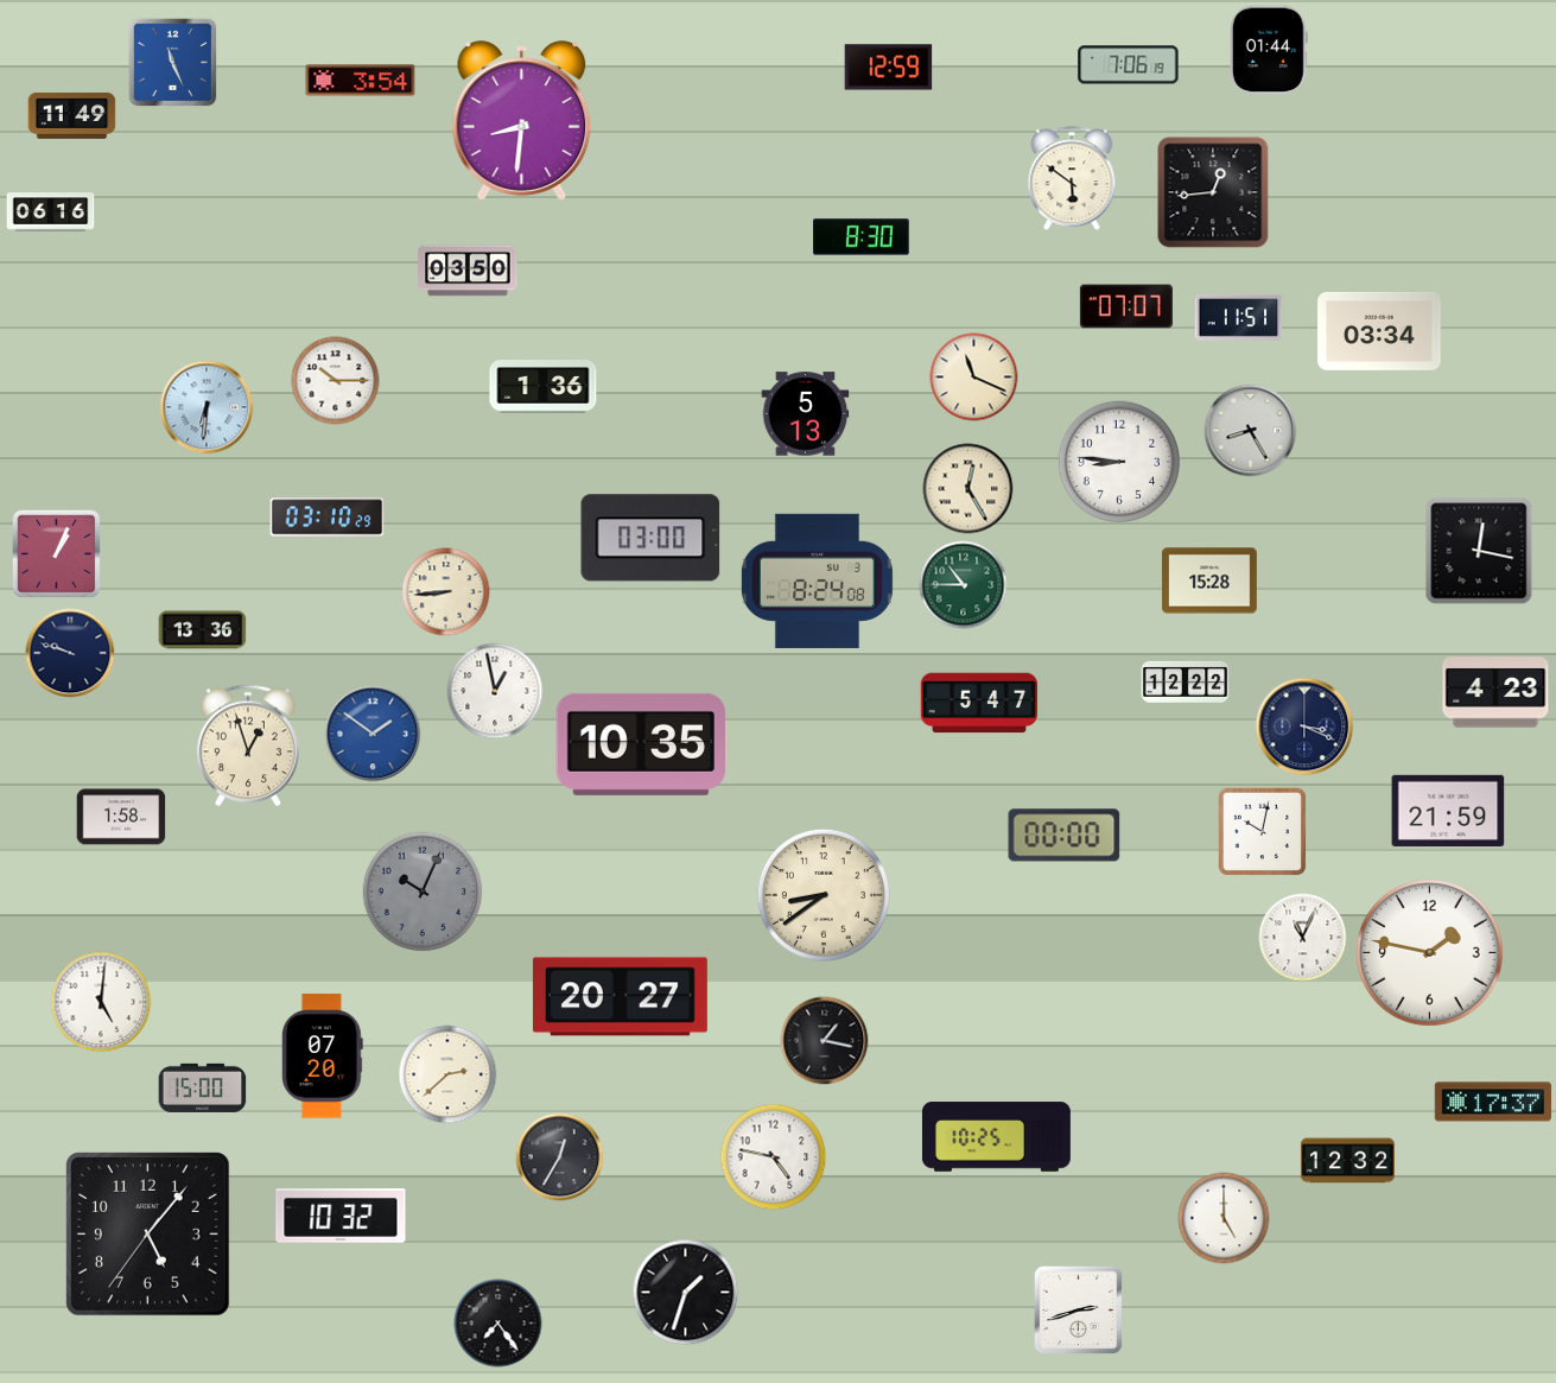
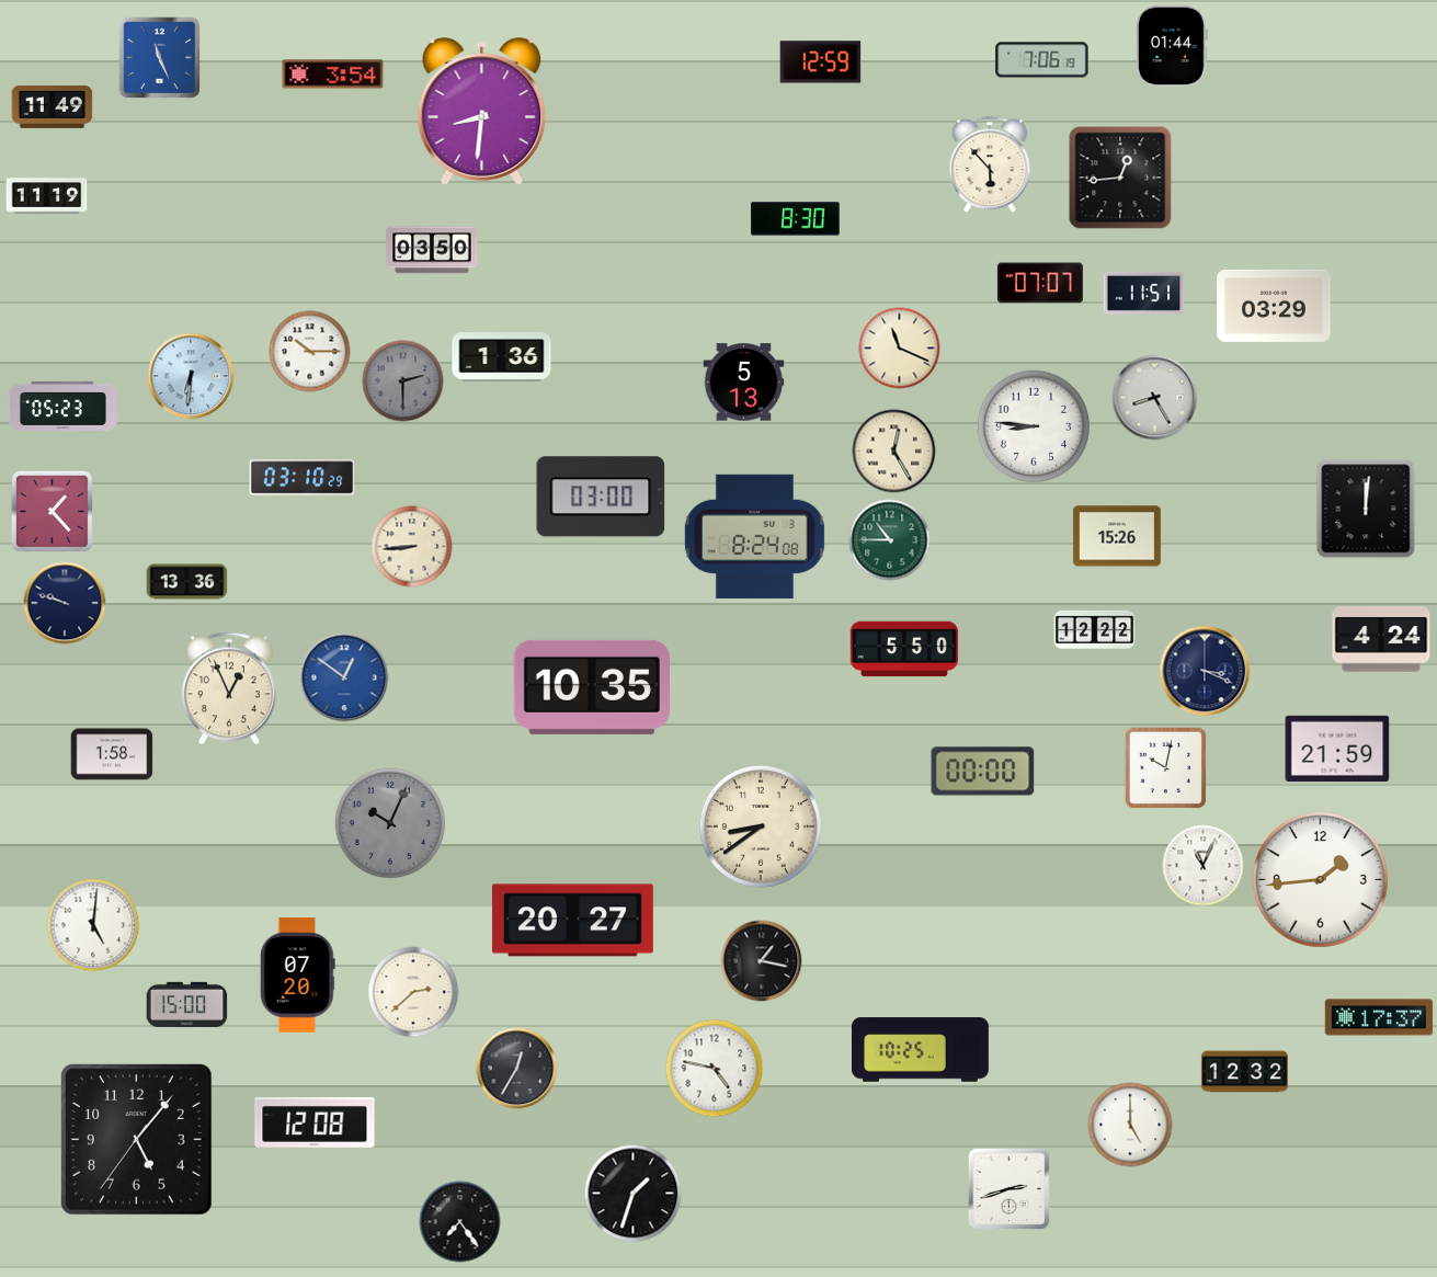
clock at (72, 115) position: (72, 115) -> (53, 106)
clock at (1072, 179): 5:51 -> 5:53
clock at (51, 212): 06:16 -> 11:19
clock at (1379, 331): 03:34 -> 03:29
clock at (403, 381): none -> 2:30
clock at (62, 406): none -> 05:23
clock at (1479, 551): 12:17 -> 12:01
clock at (57, 554): 1:04 -> 1:23
clock at (1209, 581): 15:28 -> 15:26
clock at (495, 691): 12:58 -> none
clock at (1495, 692): 4:23 -> 4:24
clock at (978, 703): 5:47 -> 5:50
clock at (373, 734): 1:51 -> 12:51
clock at (248, 746): 12:57 -> 12:56
clock at (1430, 953): 1:47 -> 1:44
clock at (341, 1216): 10:32 -> 12:08
clock at (1079, 1311) position: (1079, 1311) -> (1010, 1189)
